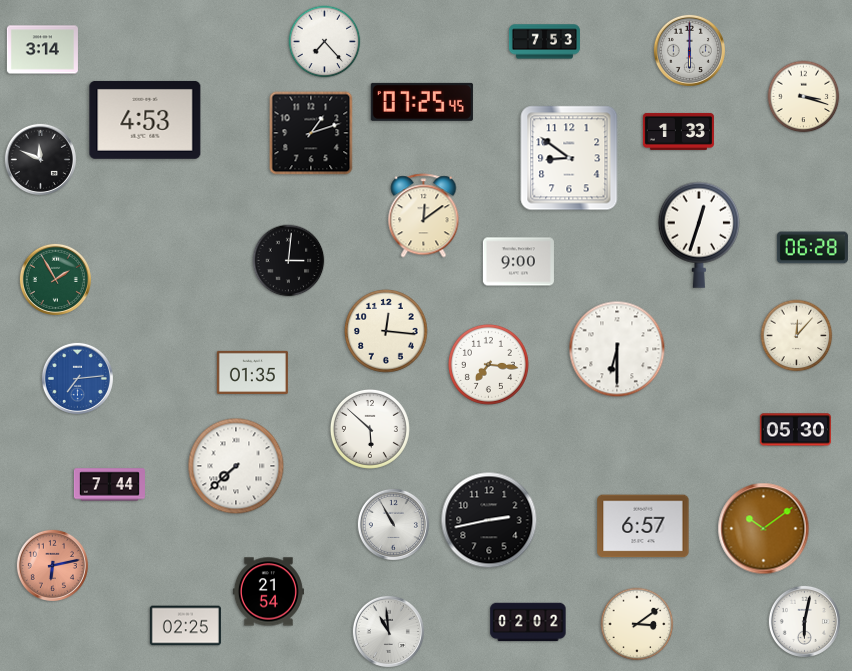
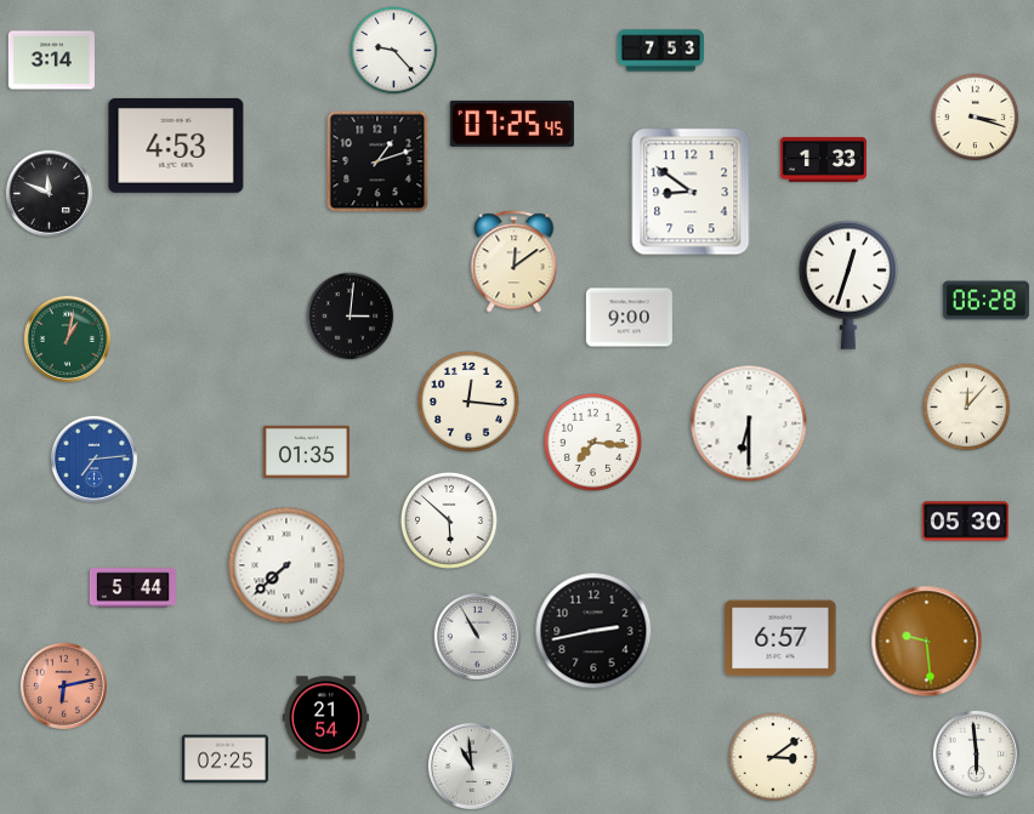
clock at (325, 42): 7:23 -> 9:23
clock at (689, 50): 6:00 -> none
clock at (55, 279): 1:55 -> 1:02
clock at (109, 485): 7:44 -> 5:44
clock at (764, 529): 10:09 -> 9:29
clock at (804, 621): 6:02 -> 5:59
clock at (528, 622): 02:02 -> none
